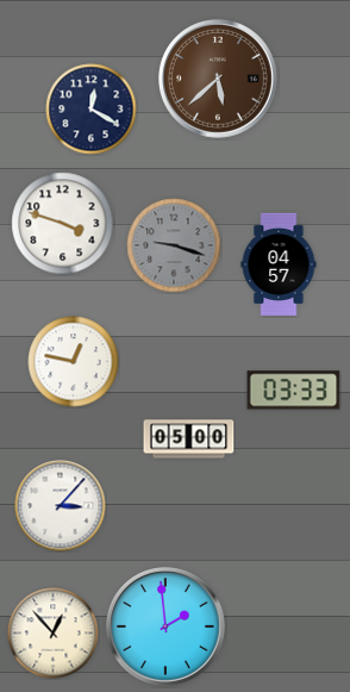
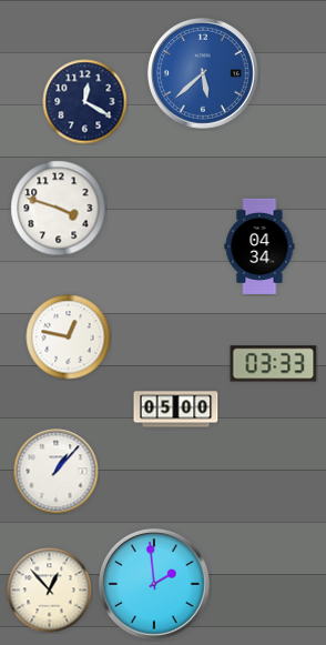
clock at (219, 80) dial: brown -> blue
clock at (174, 245): 9:18 -> none
clock at (279, 264): 04:57 -> 04:34
clock at (61, 506): 3:07 -> 1:07
